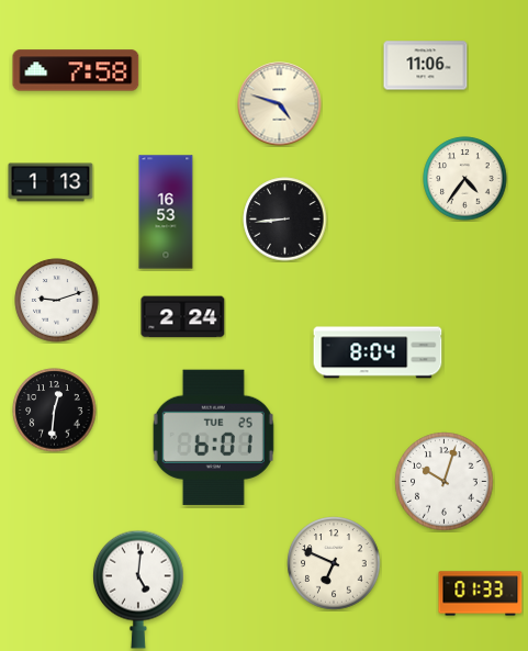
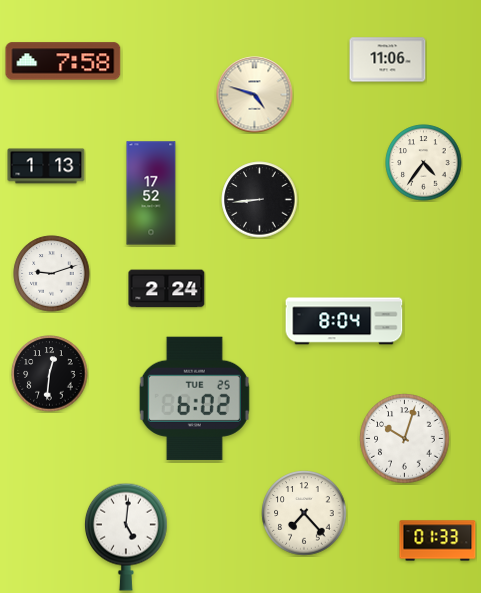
clock at (76, 70) position: (76, 70) -> (63, 61)
clock at (166, 212): 16:53 -> 17:52
clock at (213, 437): 6:01 -> 6:02
clock at (334, 563): 6:49 -> 7:23
